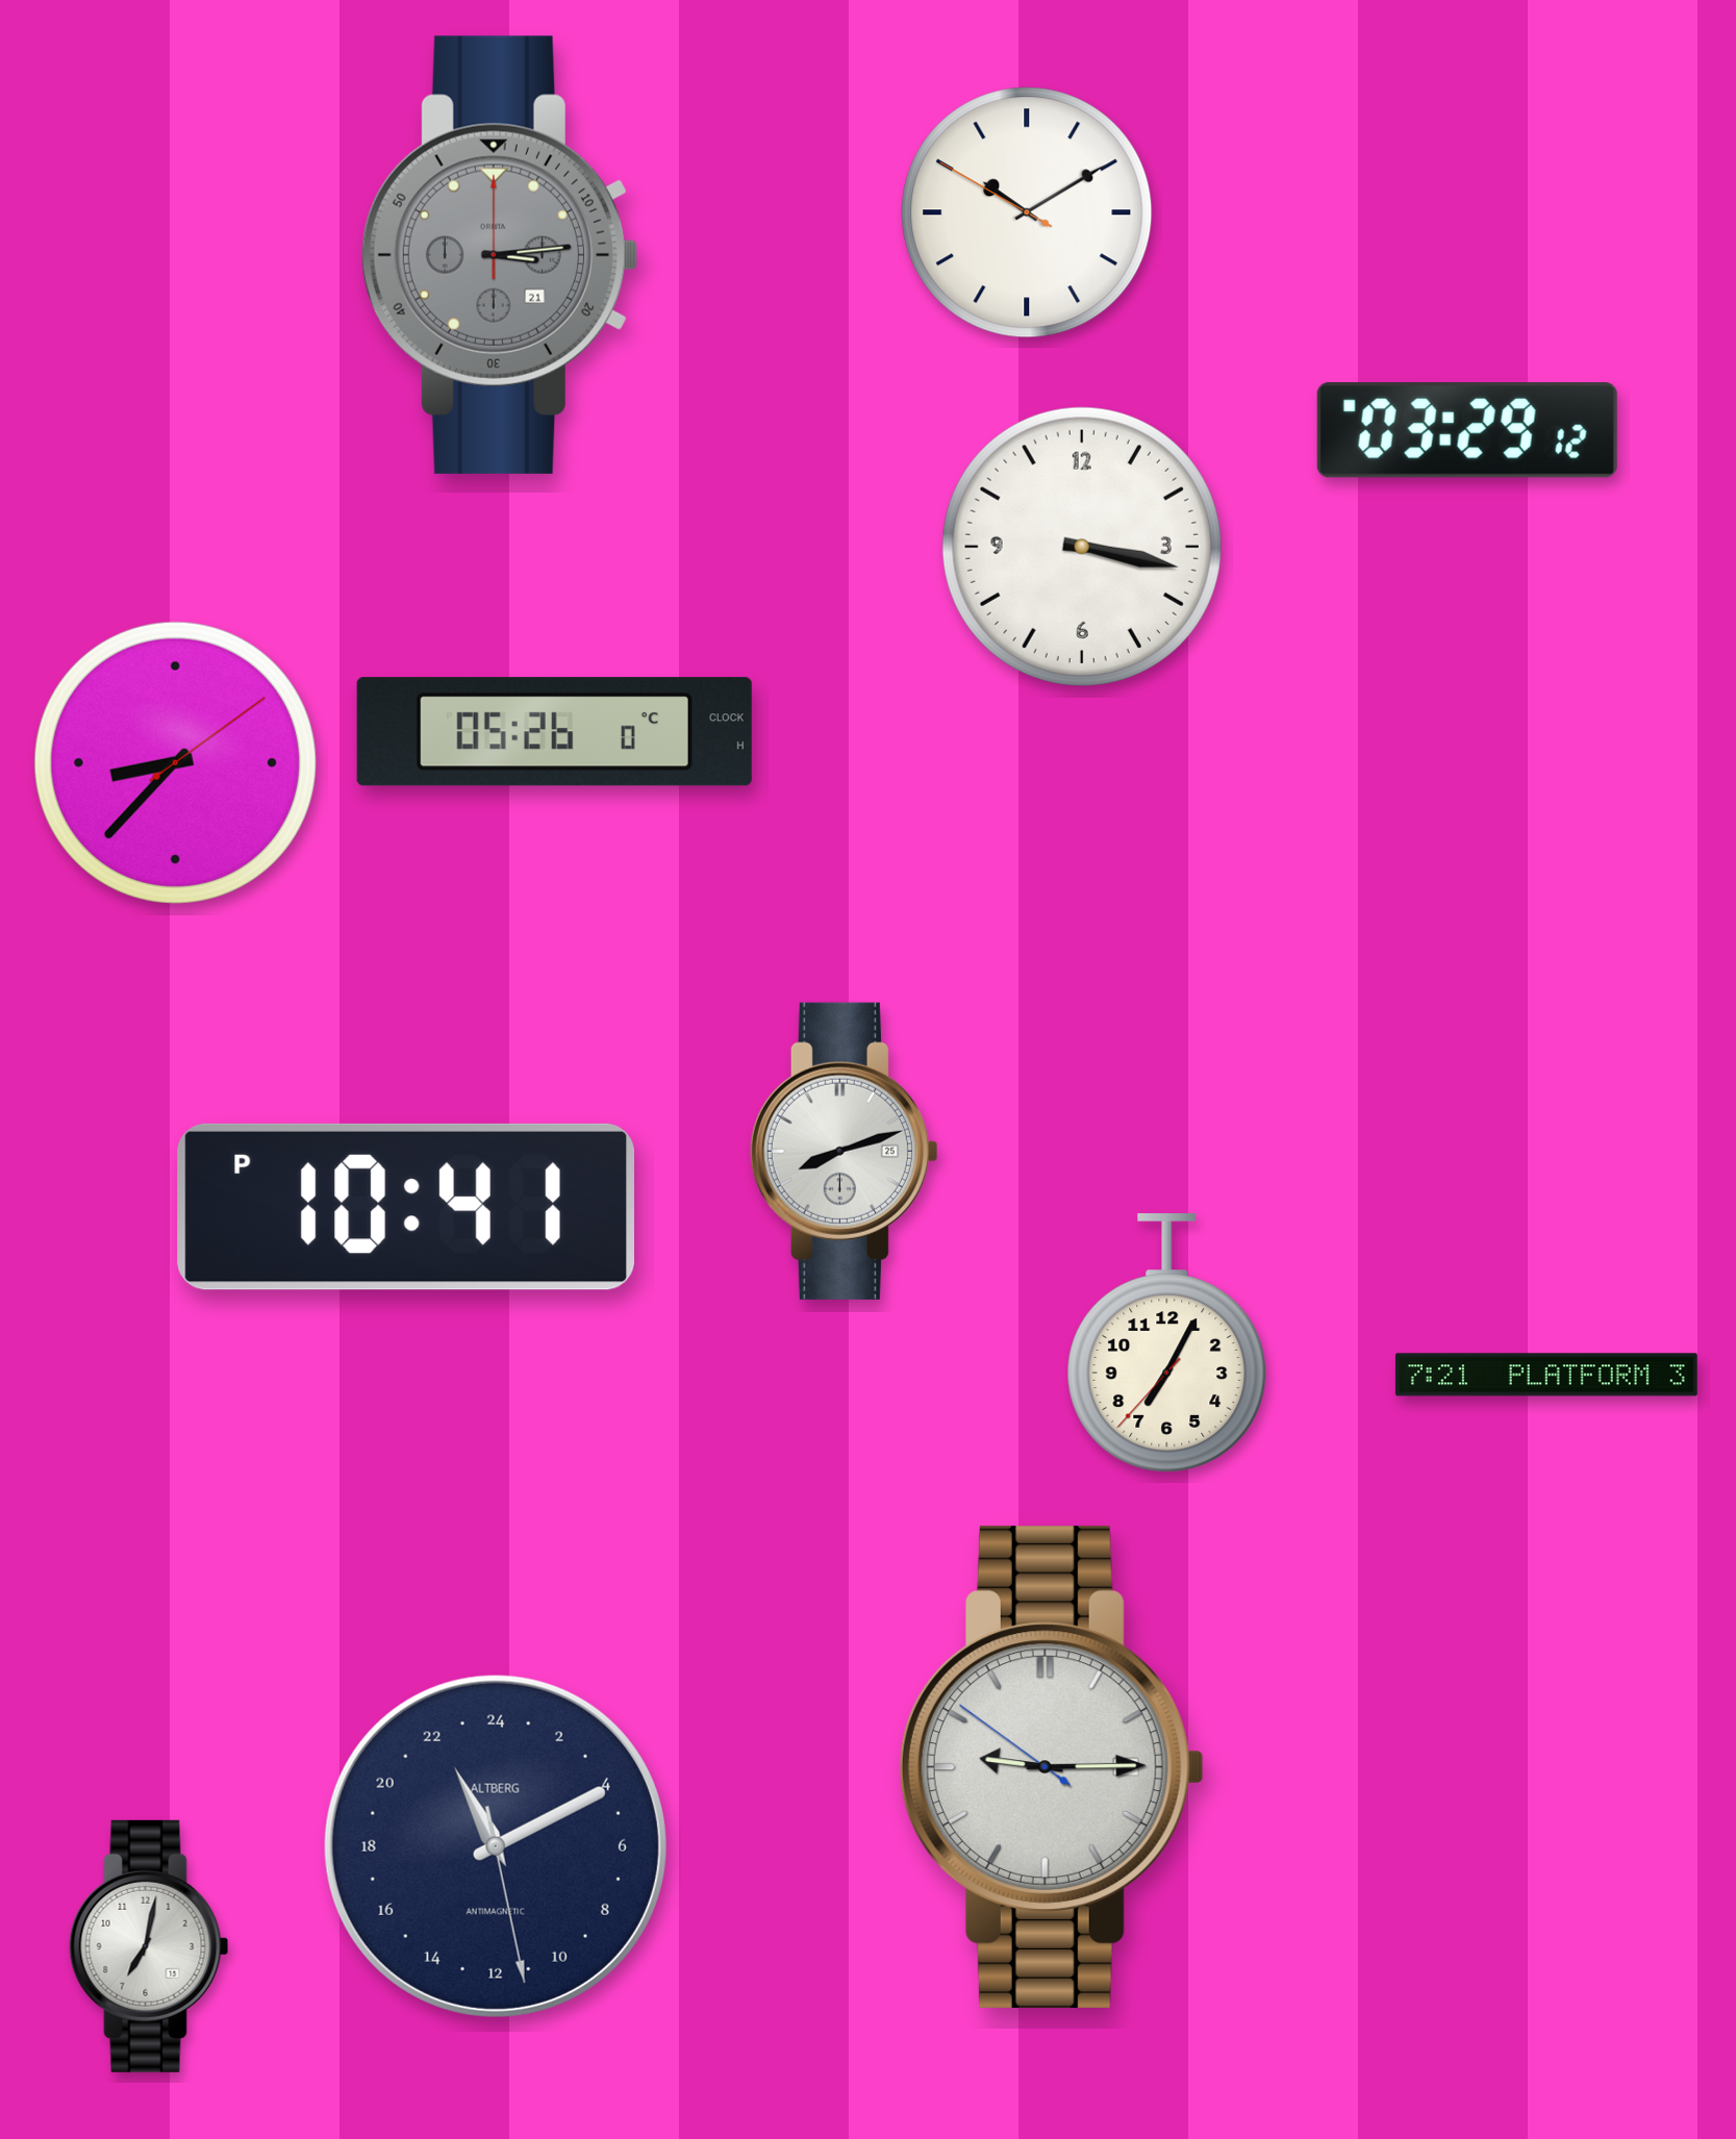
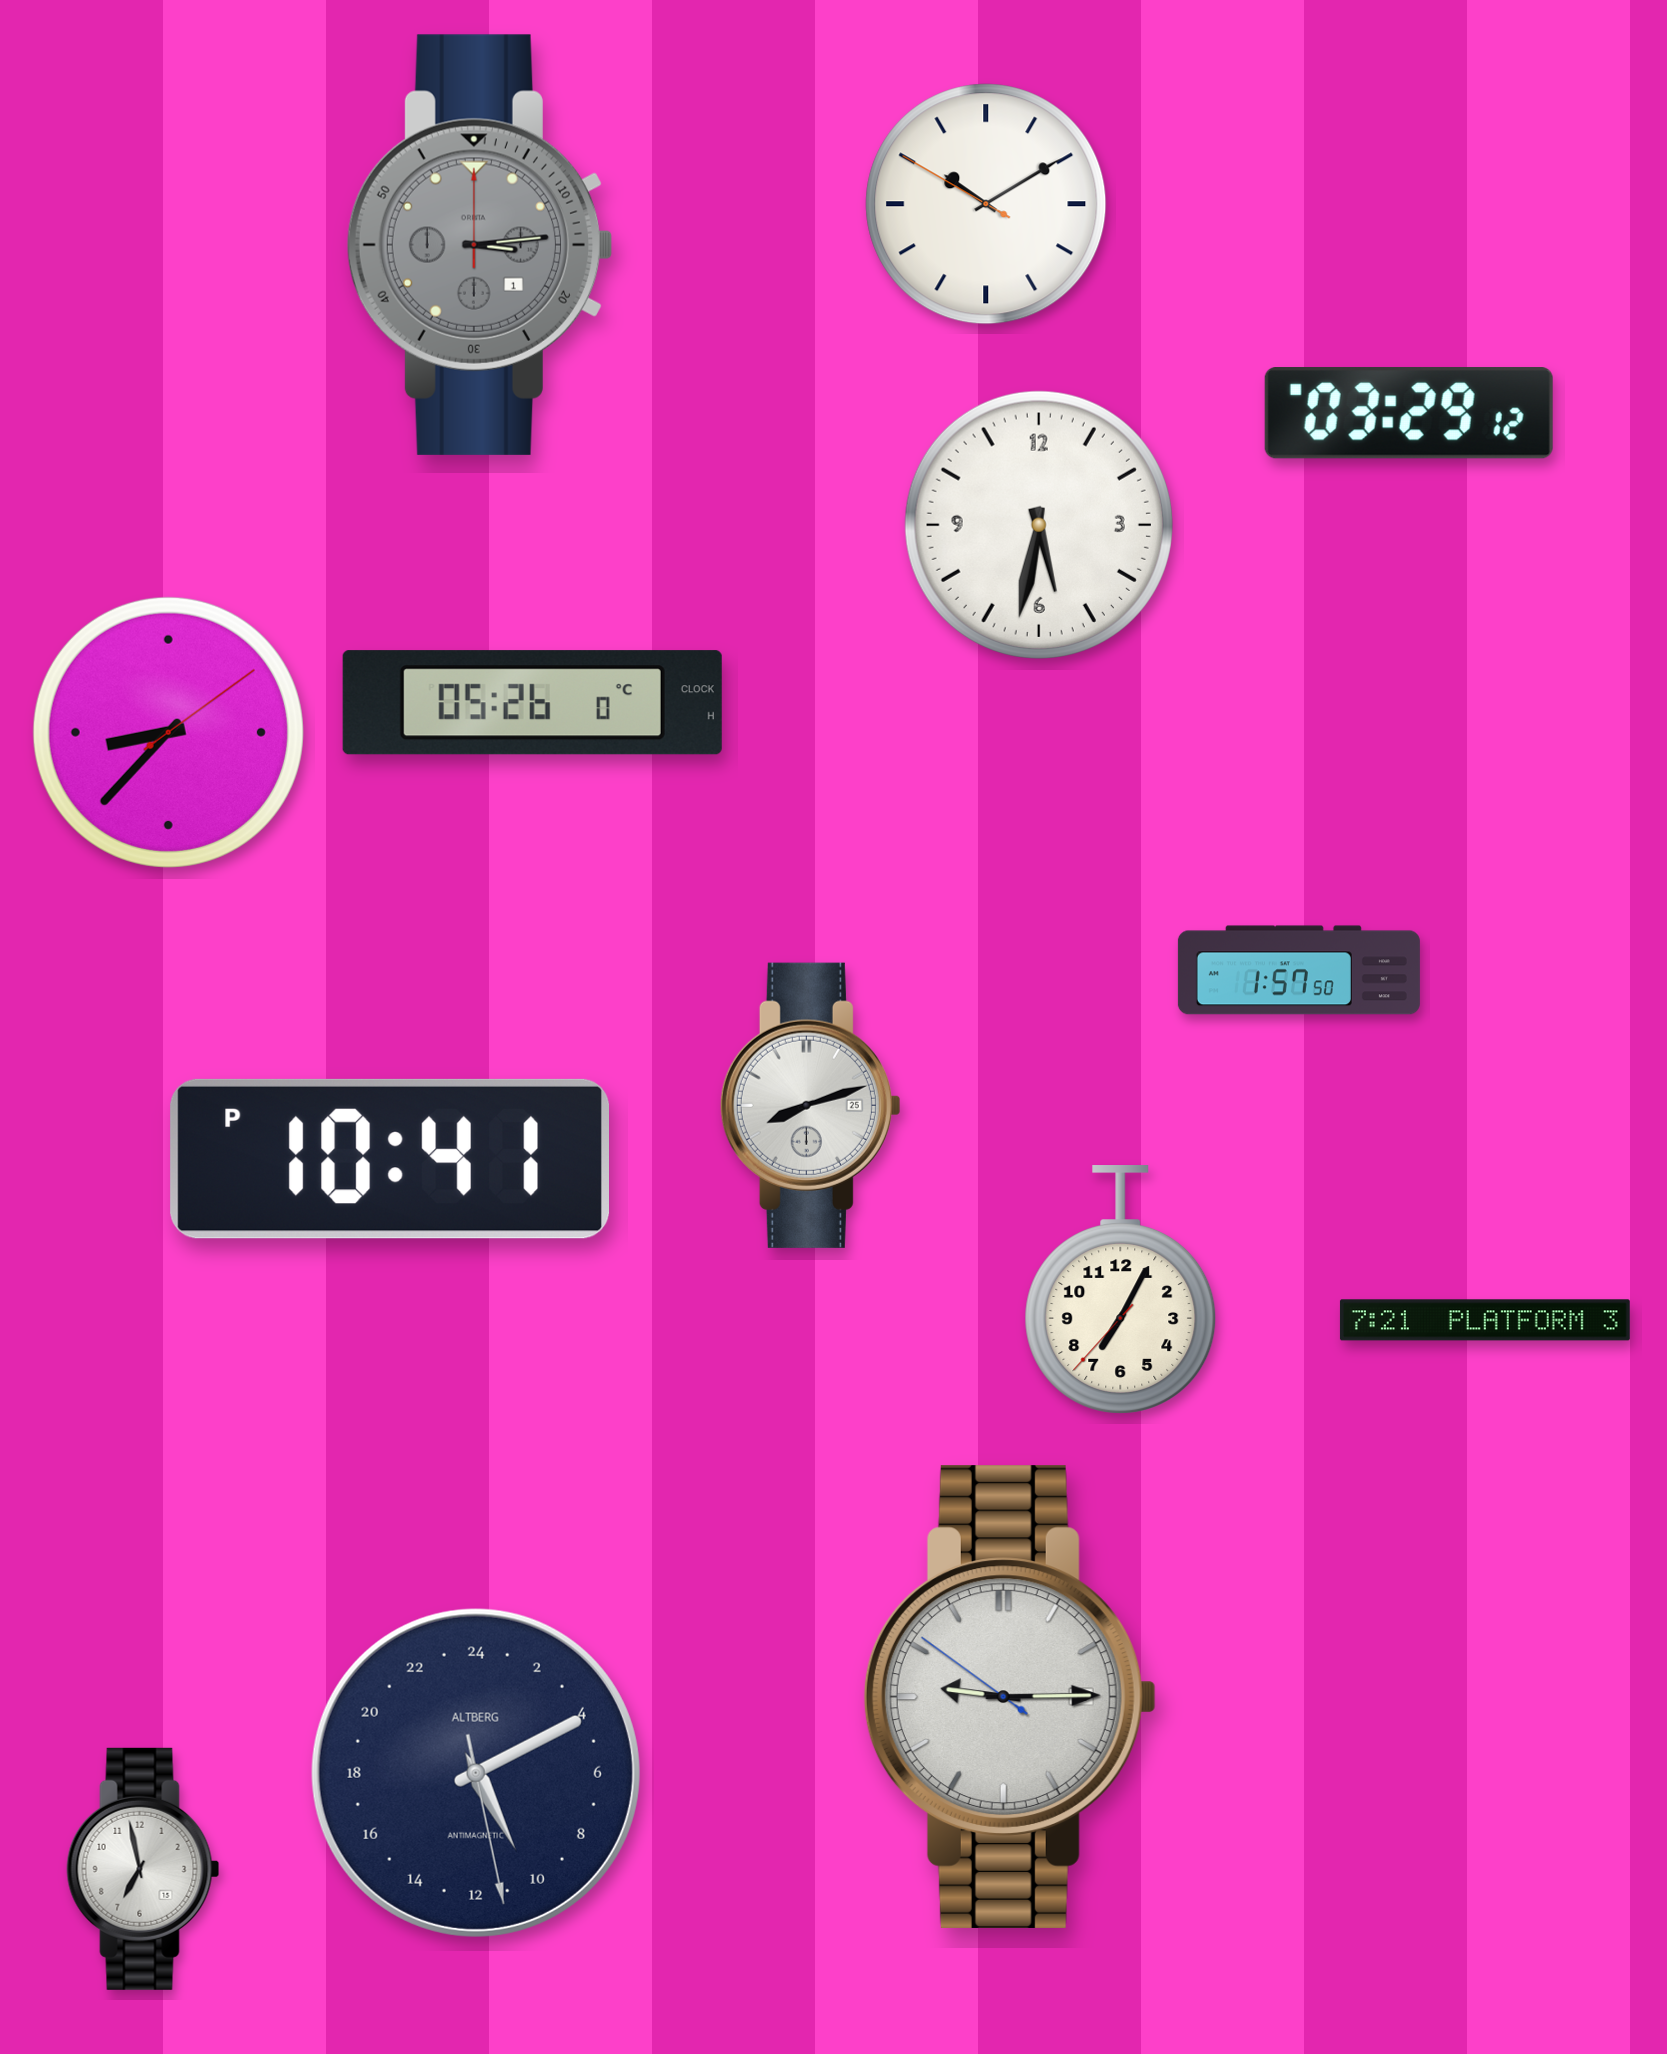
clock at (499, 255) date: 21 -> 1
clock at (1082, 547): 3:17 -> 5:32
clock at (1299, 970): none -> 1:57
clock at (496, 1846): 22:10 -> 10:10
clock at (149, 1946): 7:02 -> 6:58
